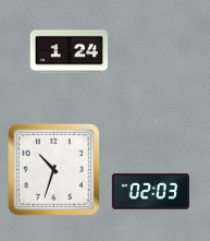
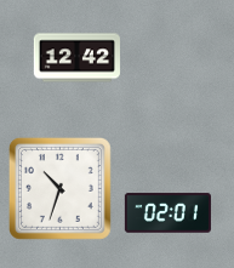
clock at (69, 52): 1:24 -> 12:42
clock at (150, 192): 02:03 -> 02:01
